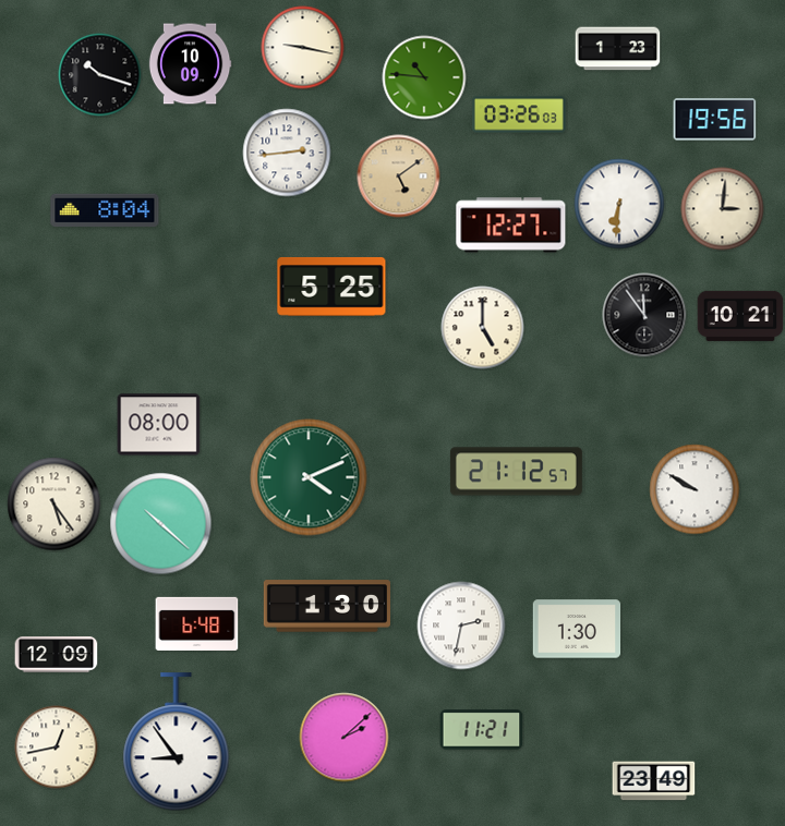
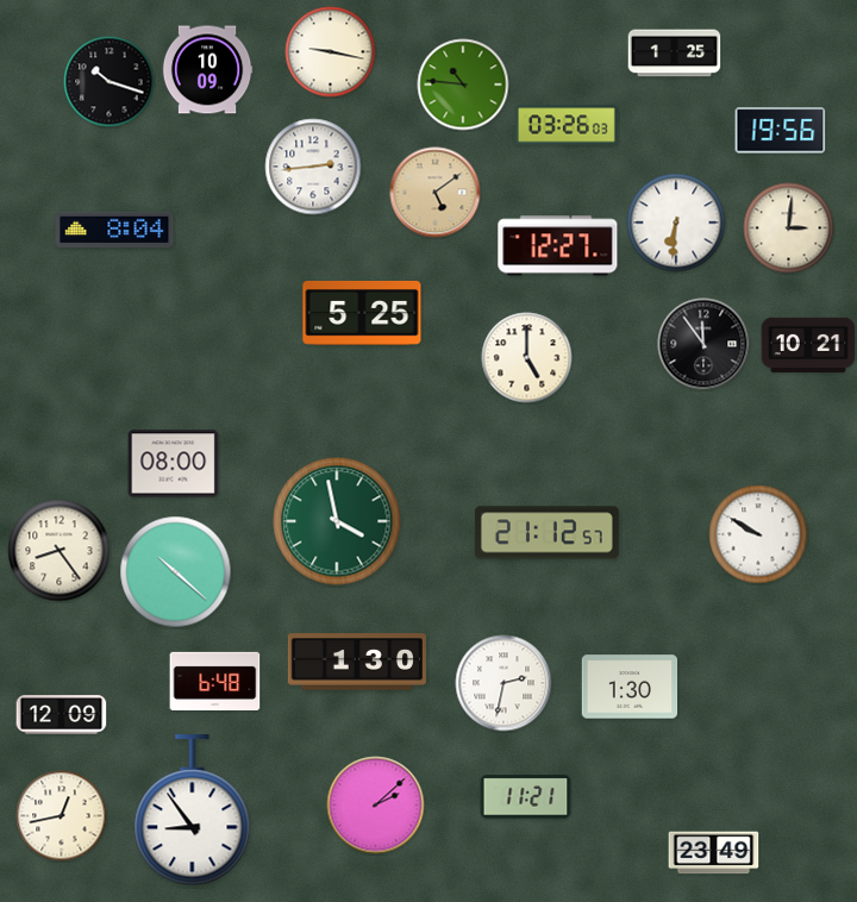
clock at (618, 49): 1:23 -> 1:25
clock at (516, 472) position: (516, 472) -> (546, 533)
clock at (309, 477): 4:11 -> 3:58
clock at (55, 505): 5:24 -> 8:24
